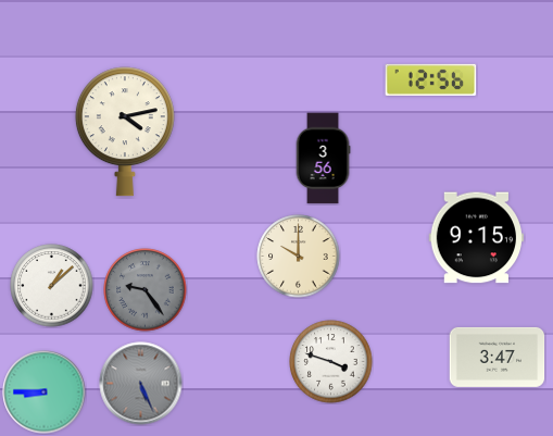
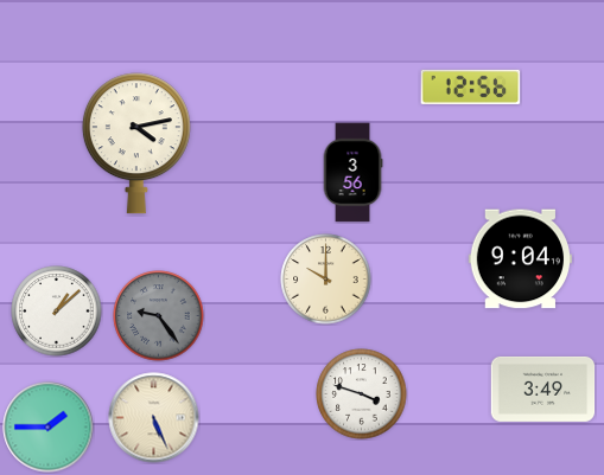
clock at (476, 238): 9:15 -> 9:04
clock at (498, 357): 3:47 -> 3:49
clock at (141, 384) dial: grey -> cream
clock at (45, 393): 8:45 -> 1:45
